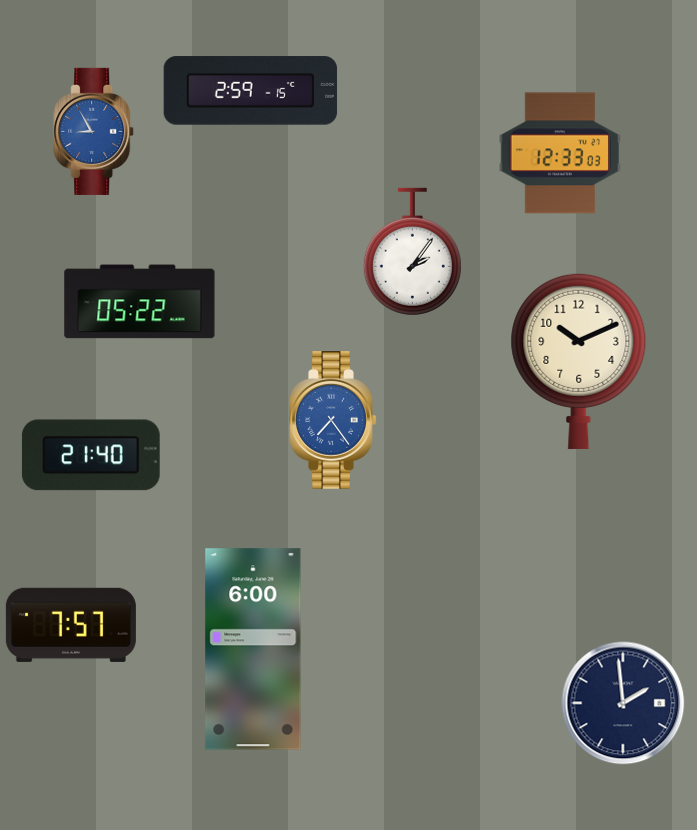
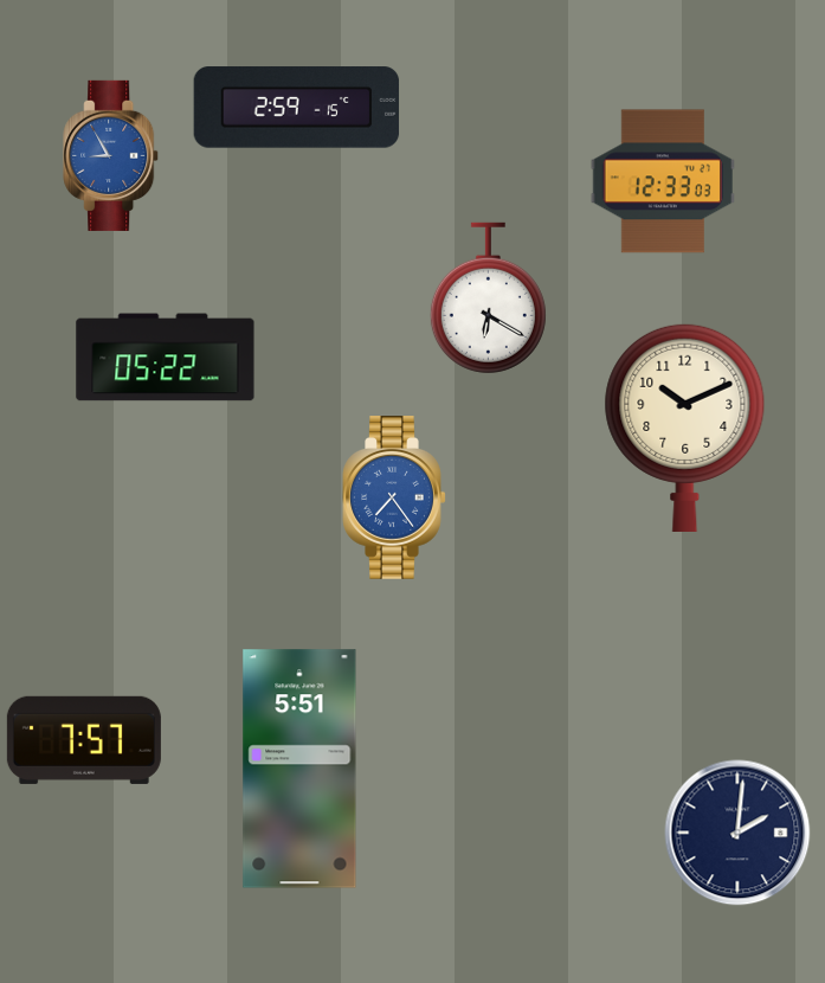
clock at (412, 252): 2:06 -> 6:20
clock at (91, 455): 21:40 -> none
clock at (253, 649): 6:00 -> 5:51
clock at (623, 703): 1:59 -> 2:01
